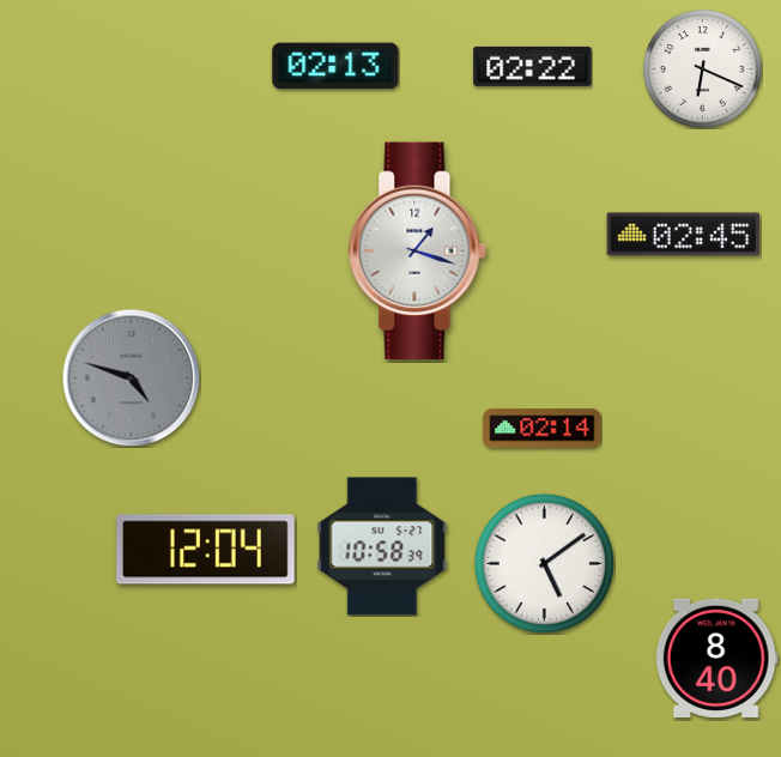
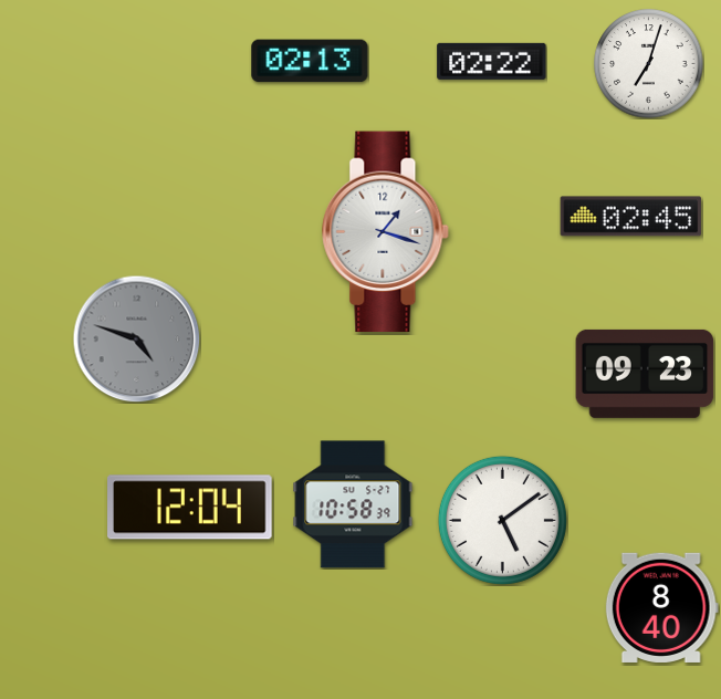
clock at (703, 69): 6:19 -> 7:03
clock at (131, 377) position: (131, 377) -> (136, 338)
clock at (645, 374): none -> 09:23
clock at (543, 429): 02:14 -> none
